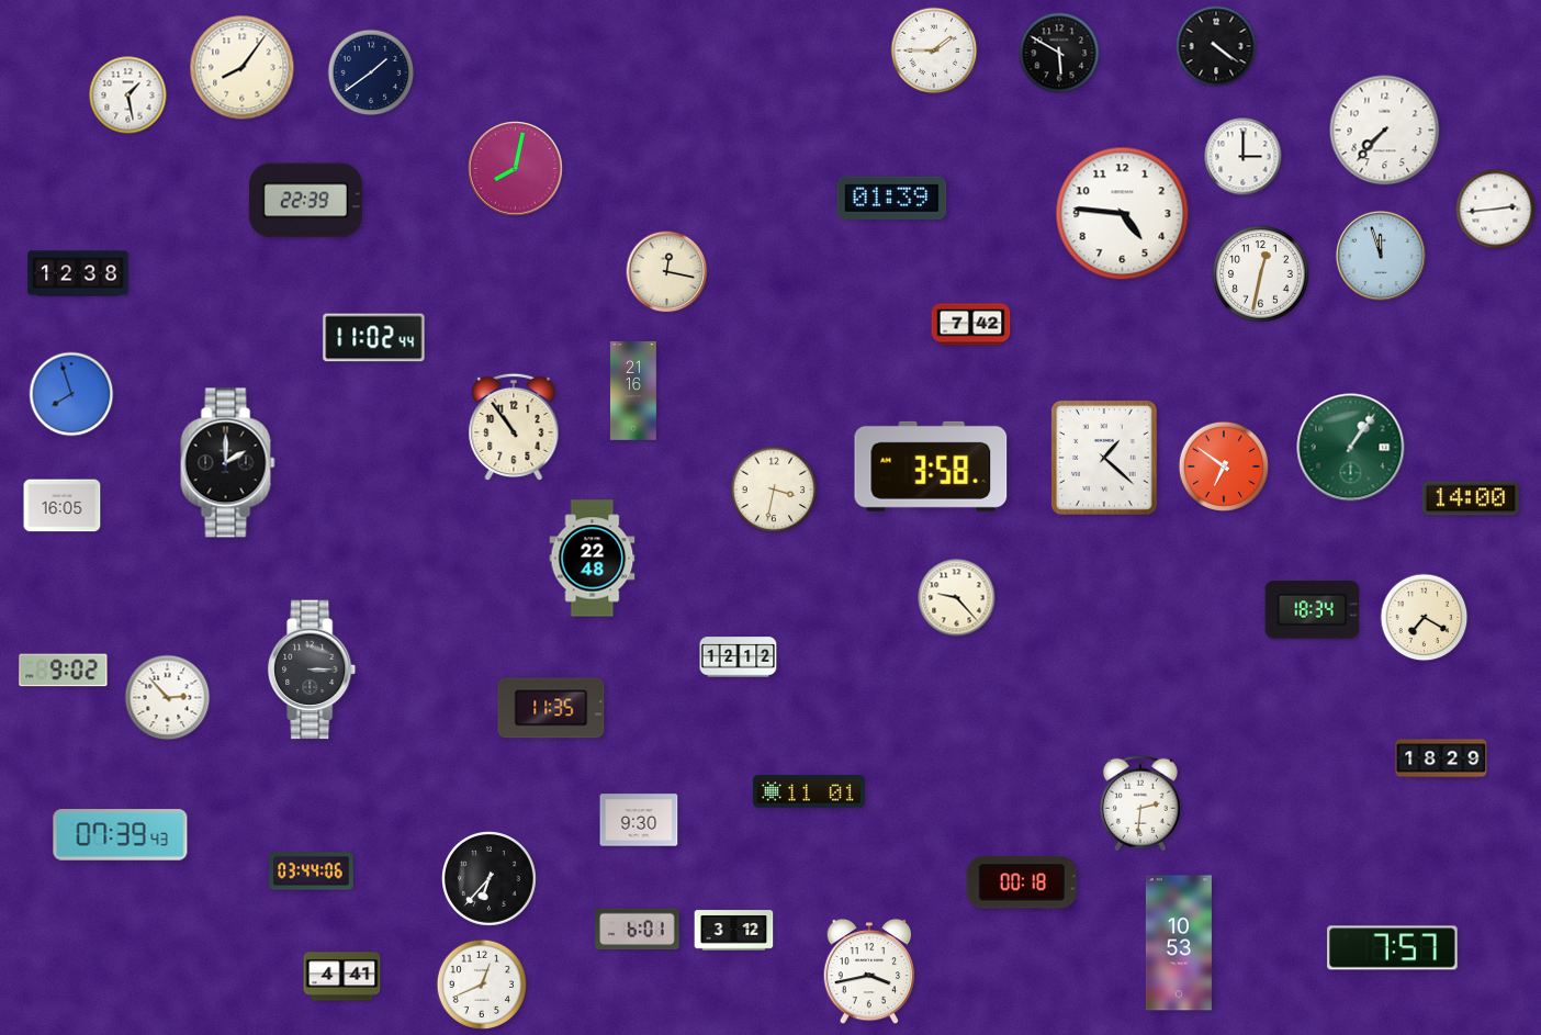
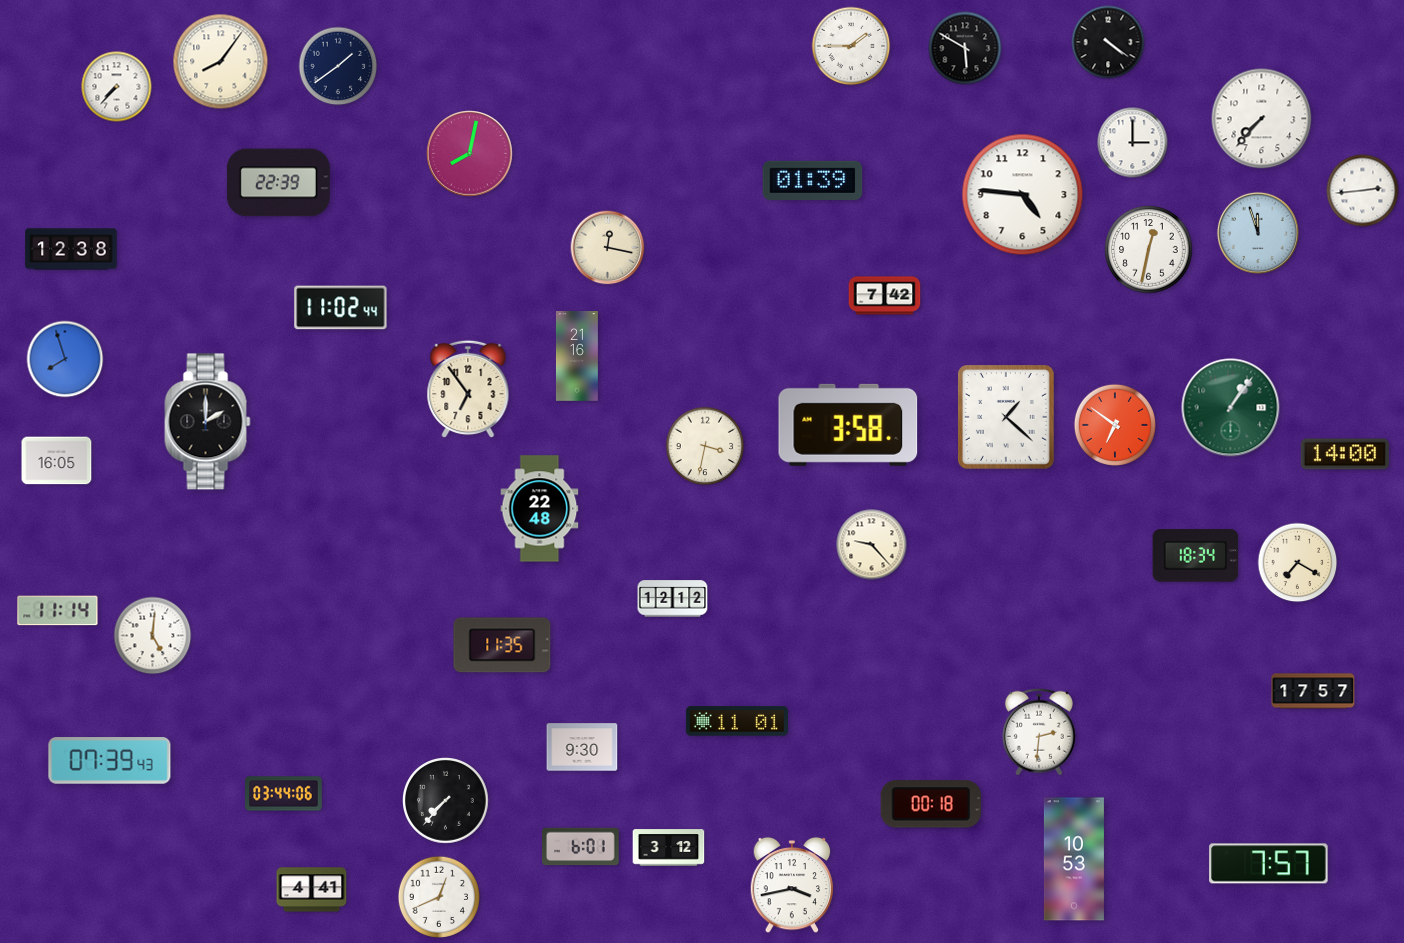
clock at (128, 95): 1:28 -> 7:37
clock at (514, 427): 10:54 -> 6:54
clock at (1471, 498) position: (1471, 498) -> (1345, 454)
clock at (313, 670): 3:15 -> none
clock at (64, 671): 9:02 -> 11:14
clock at (168, 698): 2:53 -> 5:01
clock at (1441, 758): 18:29 -> 17:57
clock at (490, 879): 6:37 -> 7:37
